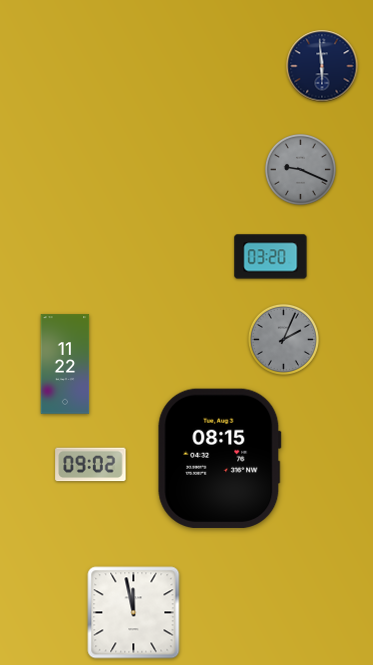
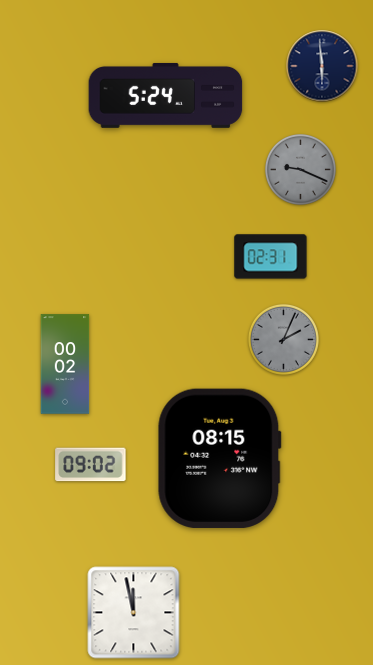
clock at (166, 95): none -> 5:24
clock at (271, 257): 03:20 -> 02:31
clock at (65, 364): 11:22 -> 00:02
